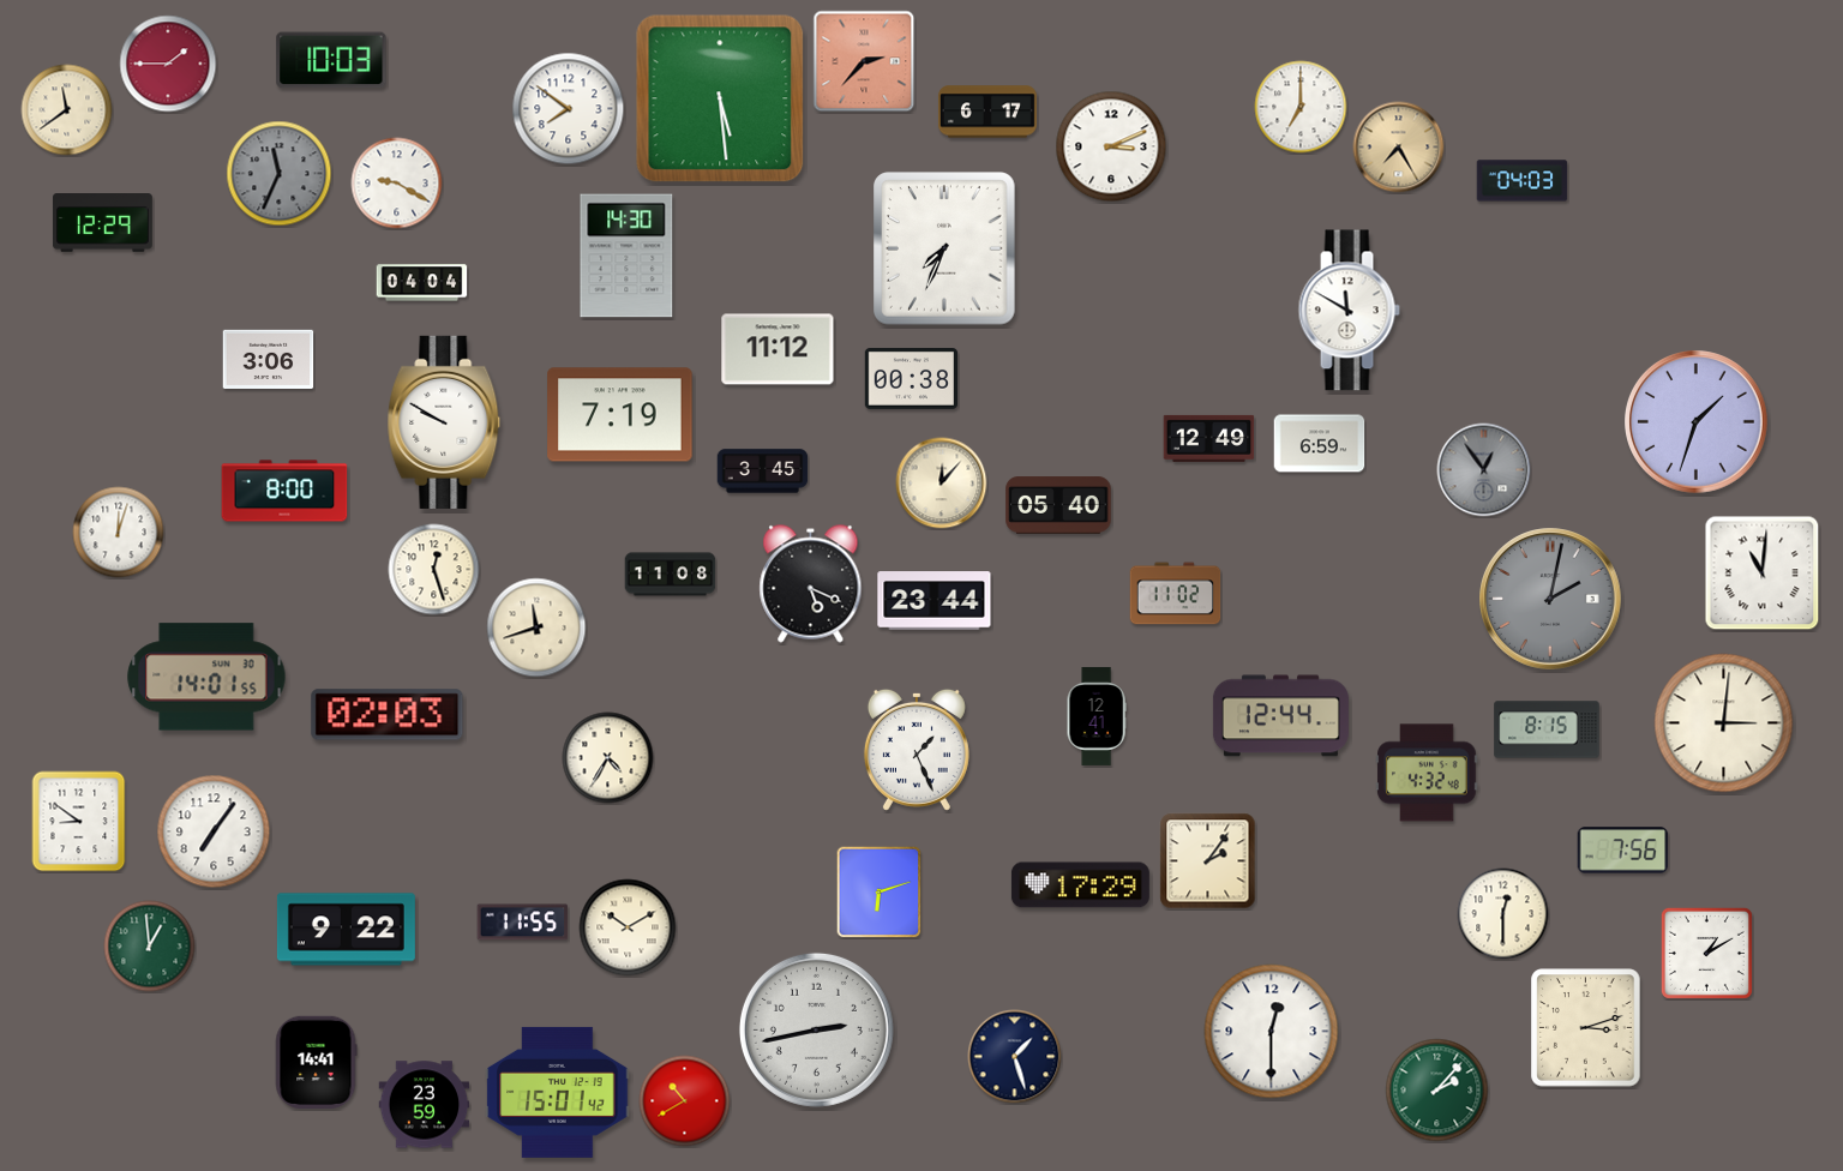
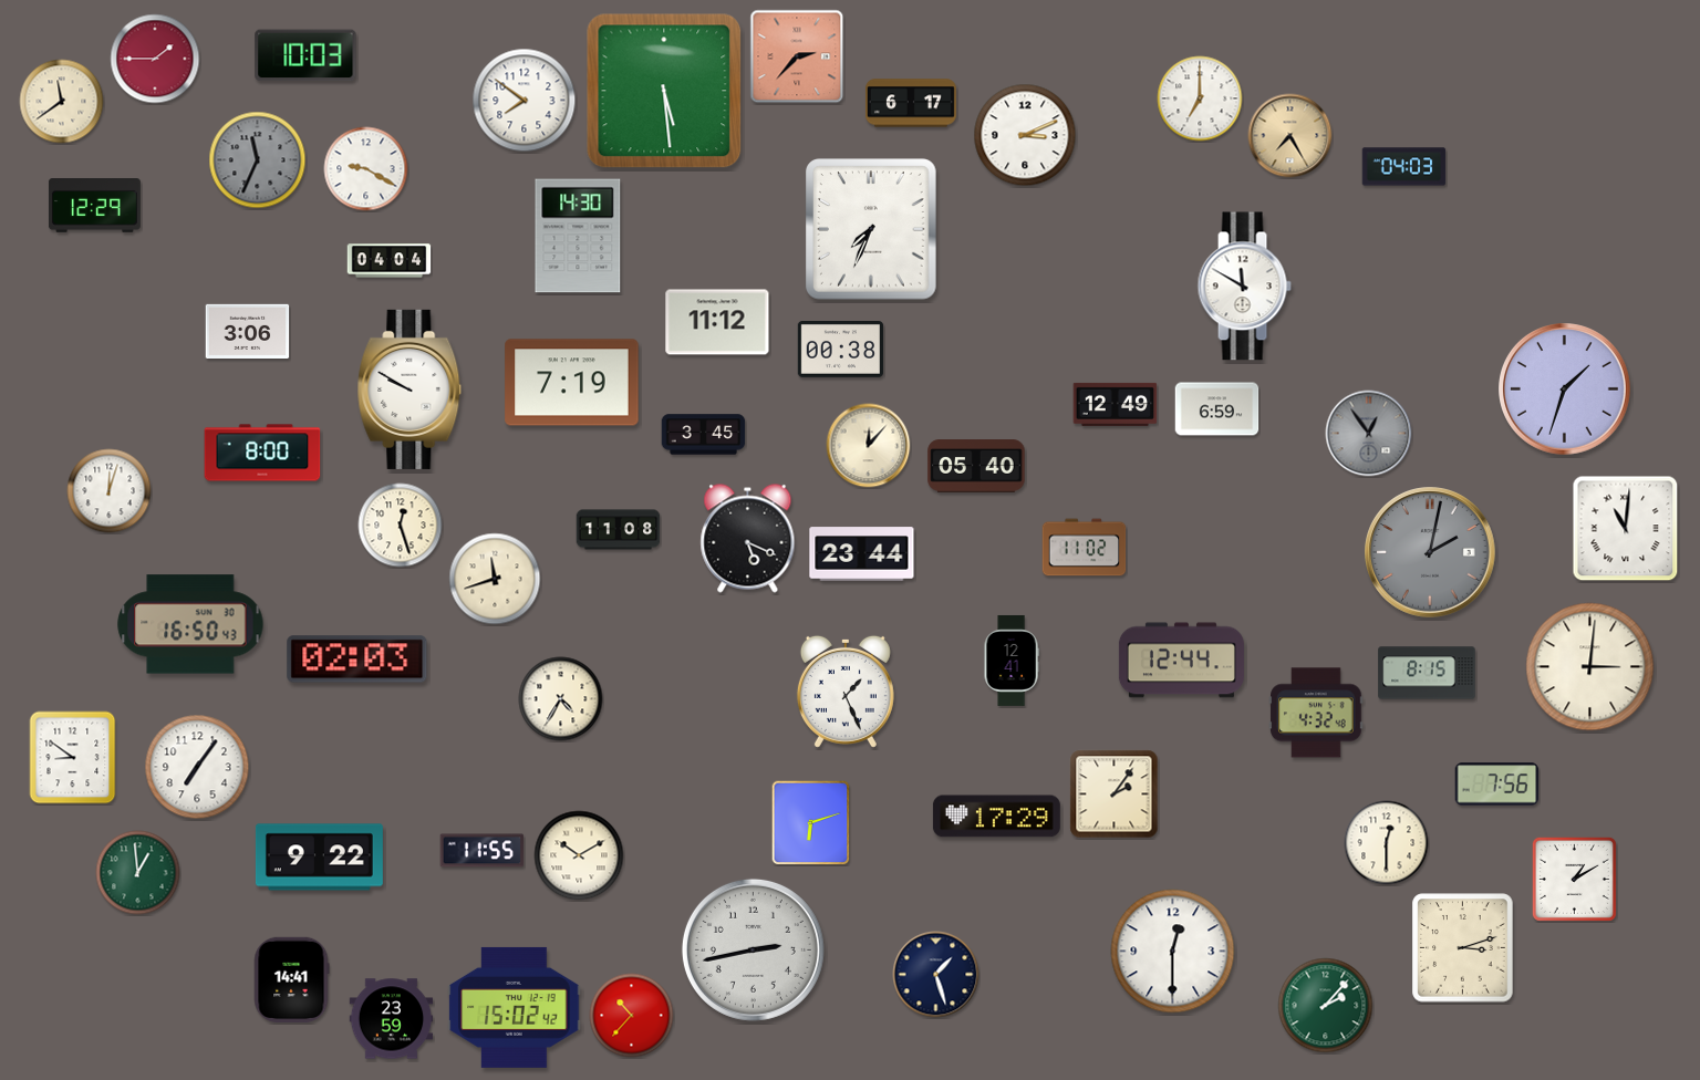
clock at (206, 677): 14:01 -> 16:50
clock at (558, 1092): 15:01 -> 15:02
clock at (685, 1101): 10:40 -> 10:37
